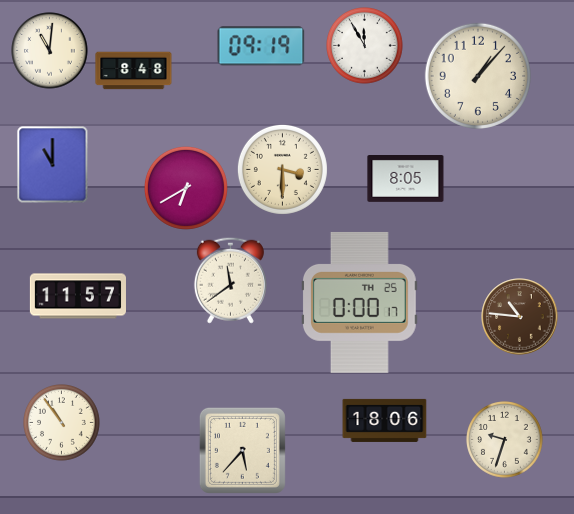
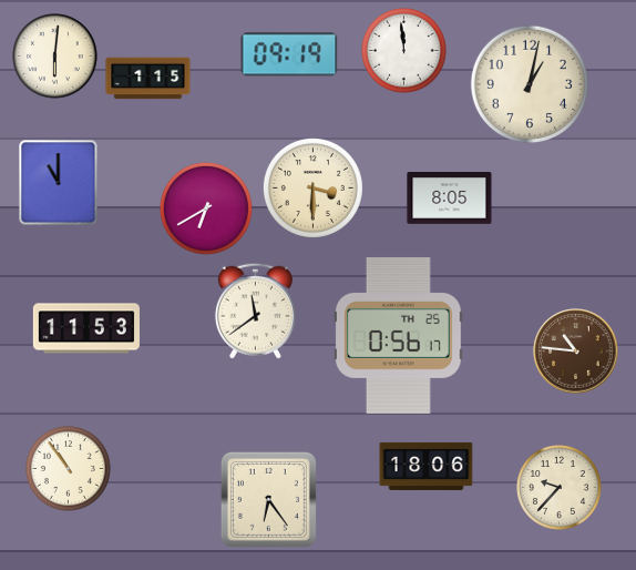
clock at (261, 46) position: (261, 46) -> (289, 54)
clock at (365, 46): 11:55 -> 11:59
clock at (50, 51): 11:01 -> 6:01
clock at (134, 71): 8:48 -> 1:15
clock at (478, 76): 1:07 -> 1:02
clock at (78, 296): 11:57 -> 11:53
clock at (360, 302): 0:00 -> 0:56
clock at (505, 440): 9:33 -> 9:37
clock at (242, 450): 5:37 -> 6:24
